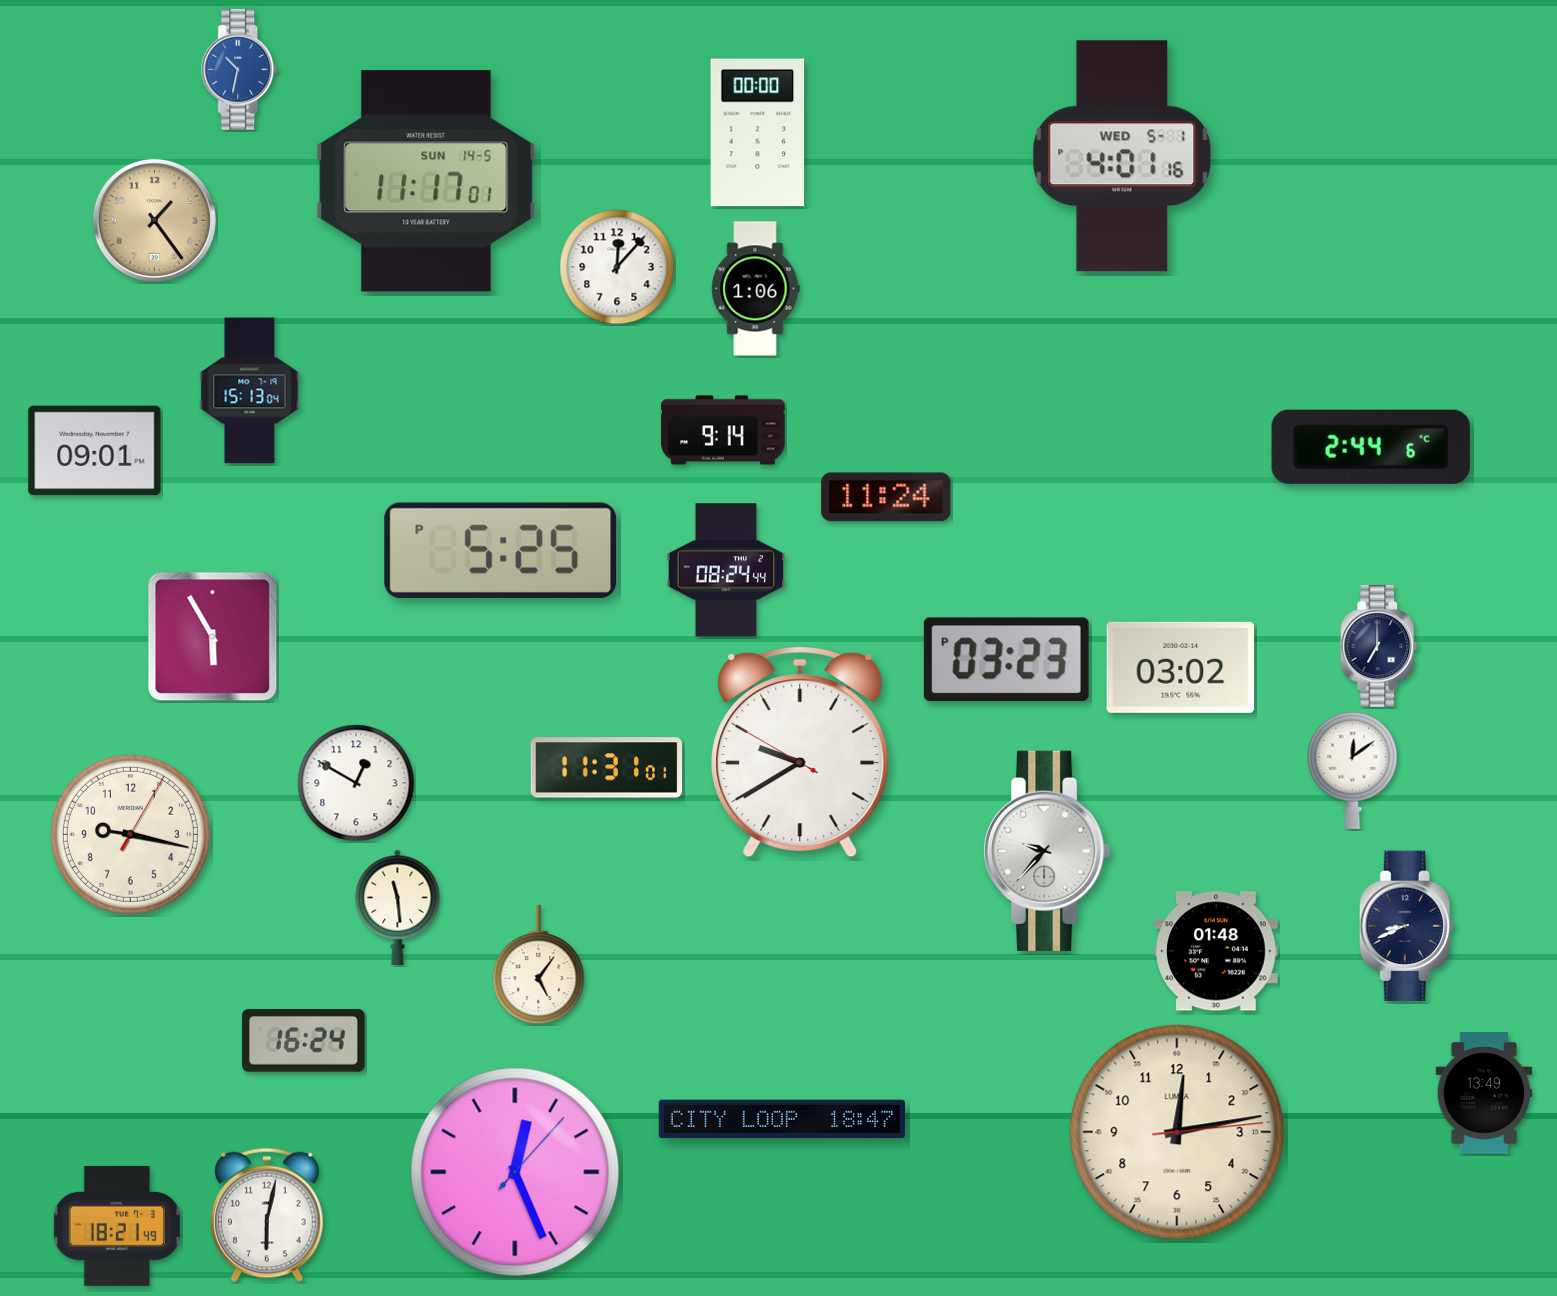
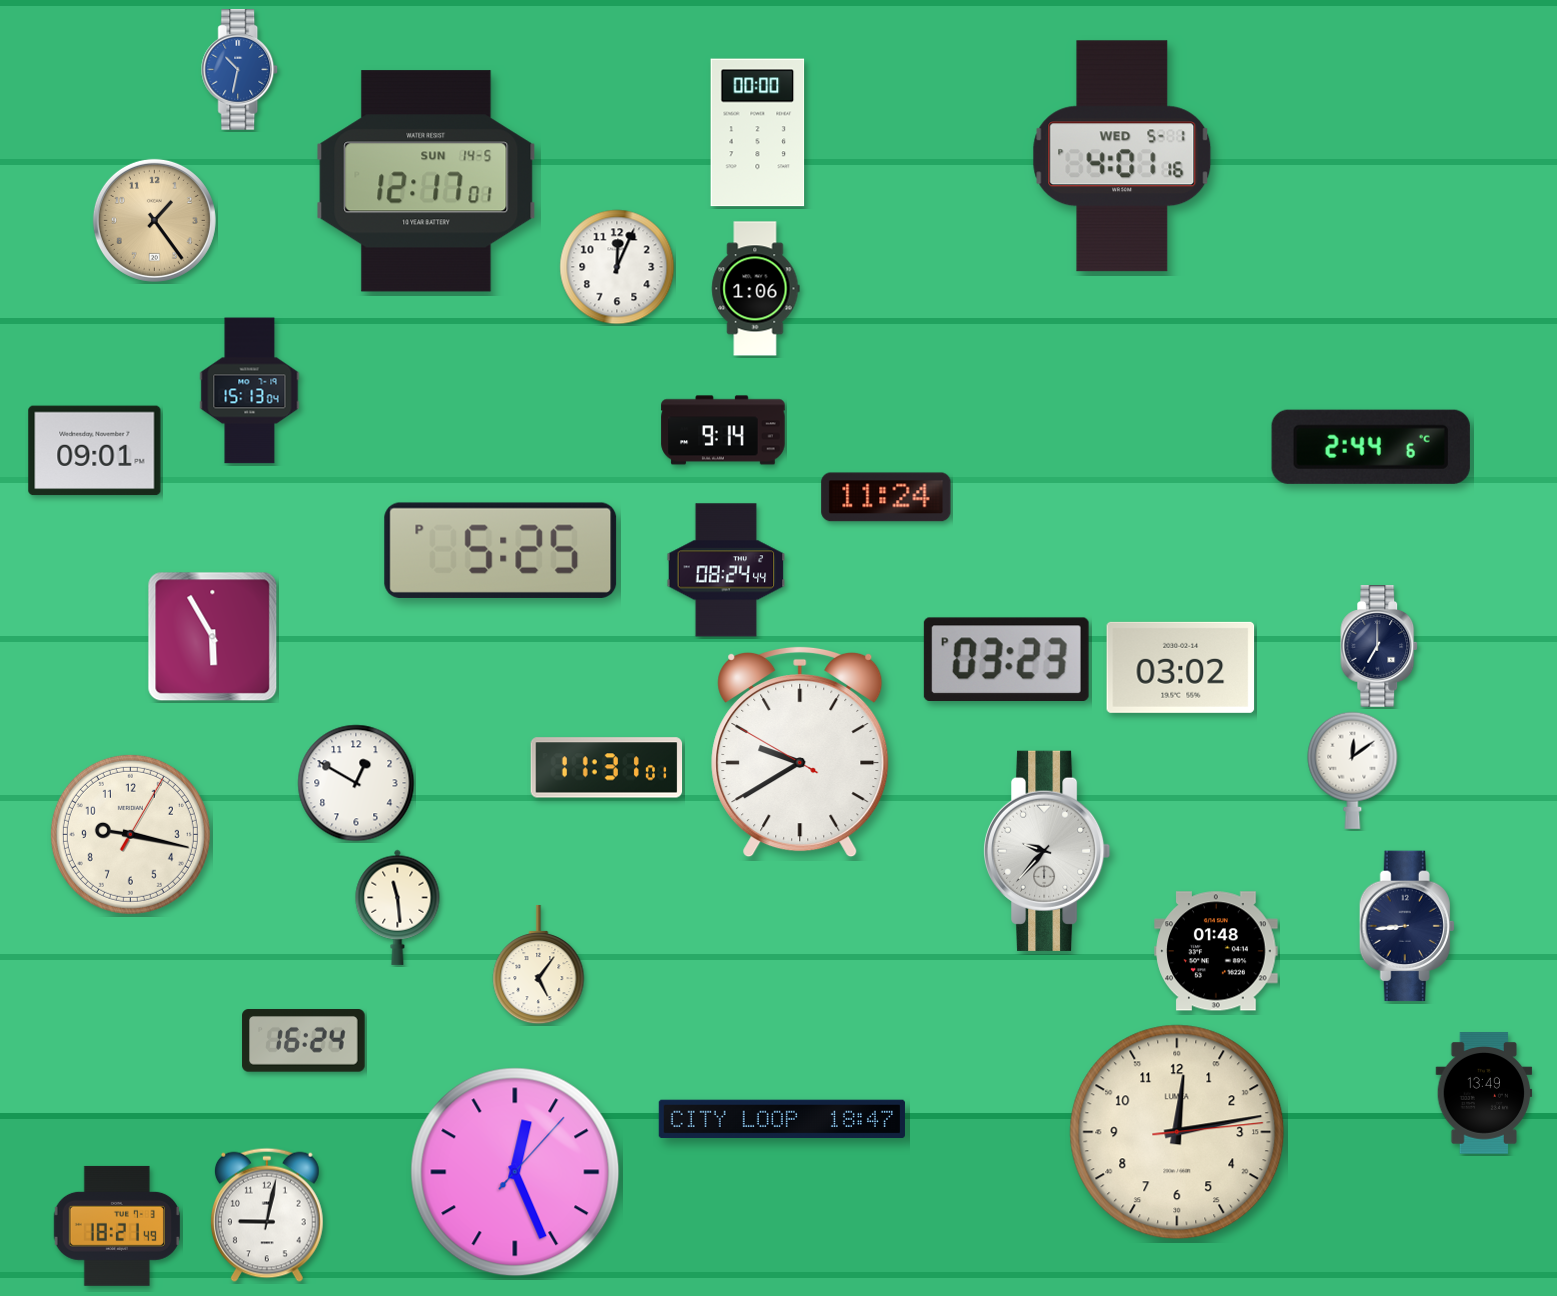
clock at (426, 181): 11:17 -> 12:17
clock at (617, 267): 12:07 -> 12:04
clock at (1407, 926): 8:41 -> 8:44
clock at (267, 1215): 6:02 -> 9:02
